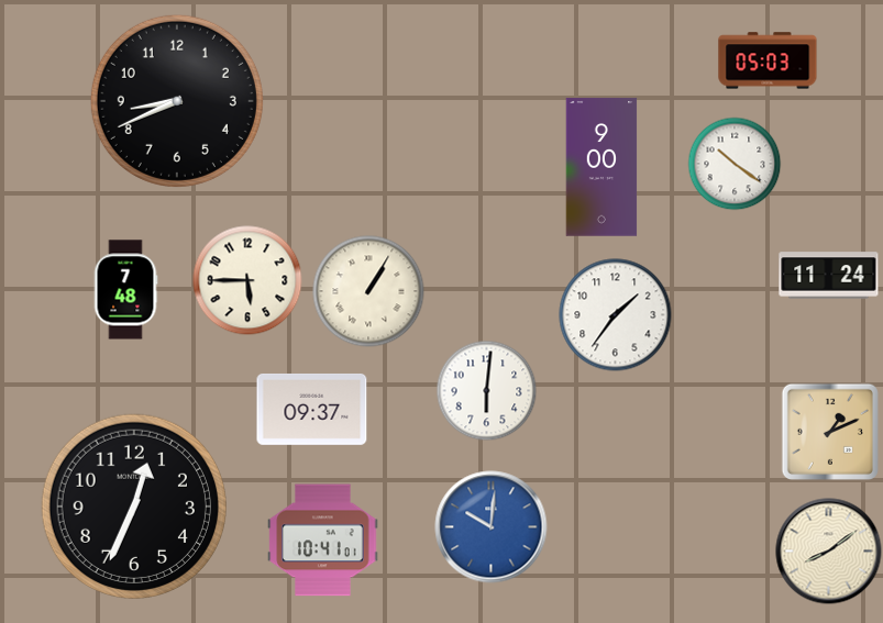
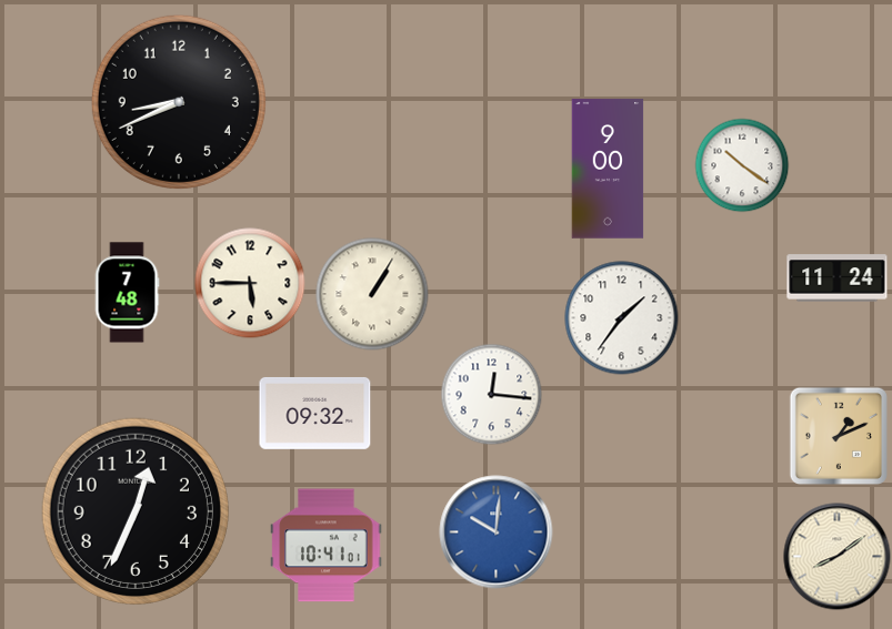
clock at (768, 60): 05:03 -> none
clock at (486, 390): 6:01 -> 12:16
clock at (312, 409): 09:37 -> 09:32
